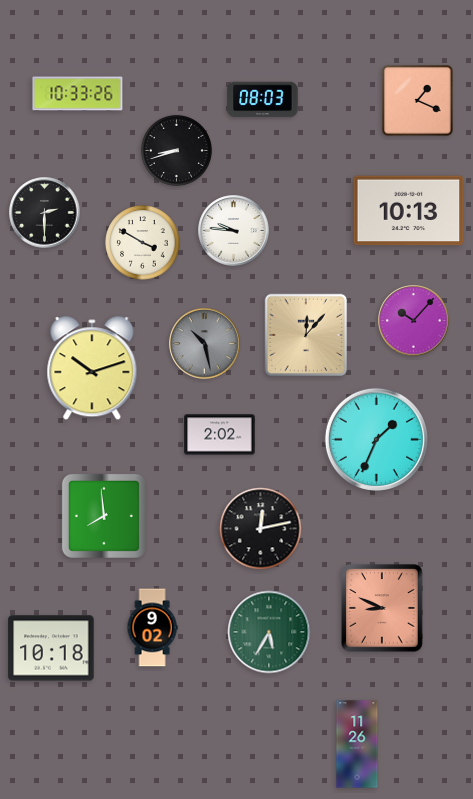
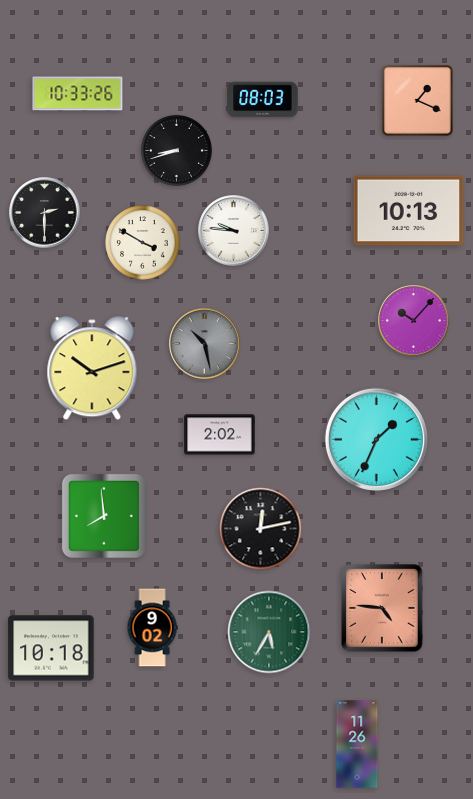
clock at (306, 335): 12:07 -> none
clock at (382, 608): 8:49 -> 4:46
